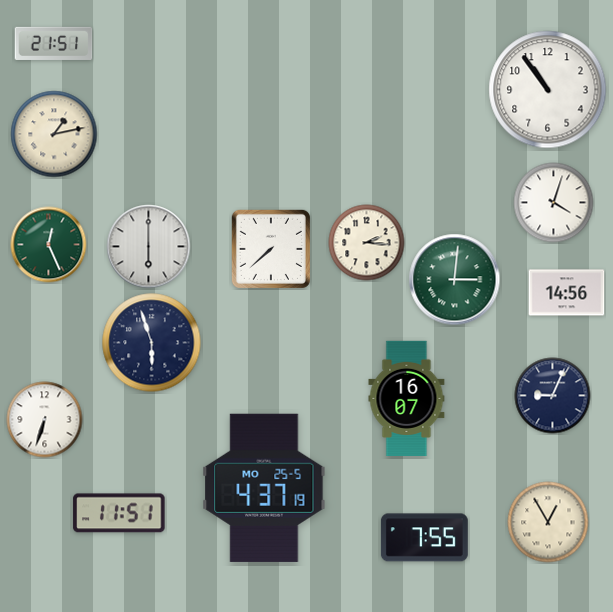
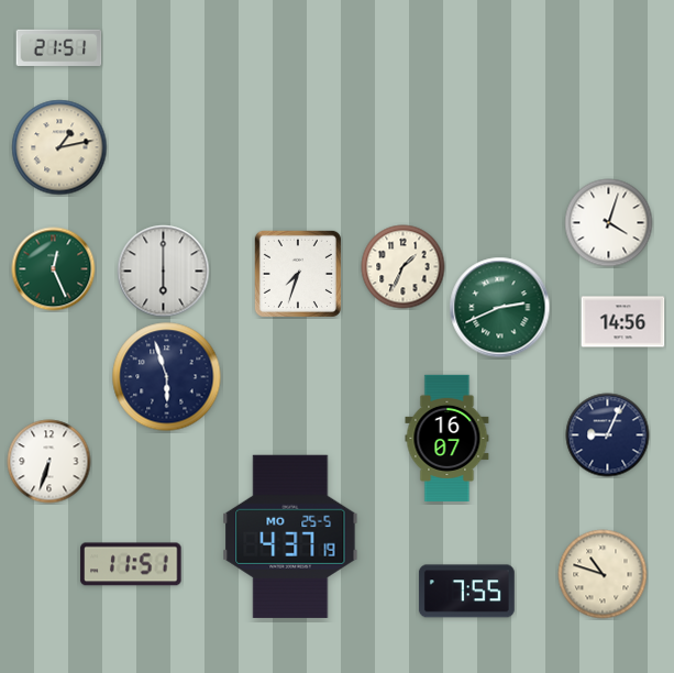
clock at (548, 90): 10:54 -> none
clock at (367, 243): 2:16 -> 1:34
clock at (271, 249): 7:38 -> 7:33
clock at (455, 280): 3:01 -> 2:41
clock at (548, 522): 12:55 -> 10:48
